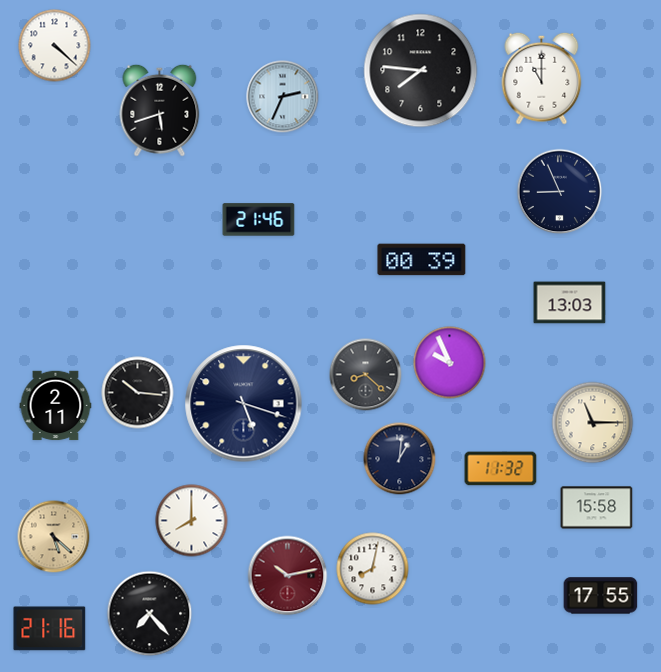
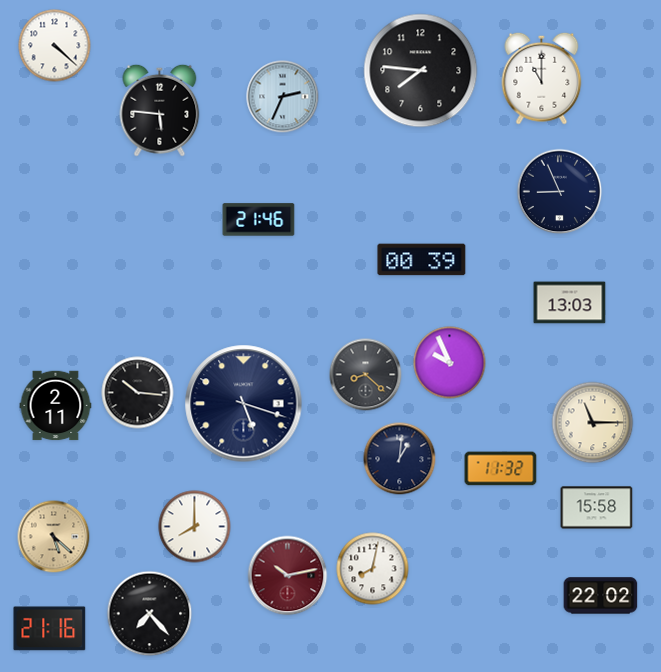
clock at (160, 110): 5:42 -> 5:46
clock at (192, 521) position: (192, 521) -> (195, 527)
clock at (601, 596): 17:55 -> 22:02
